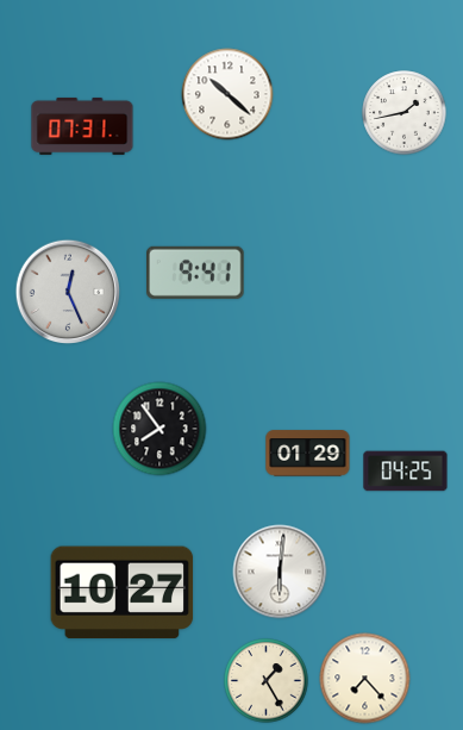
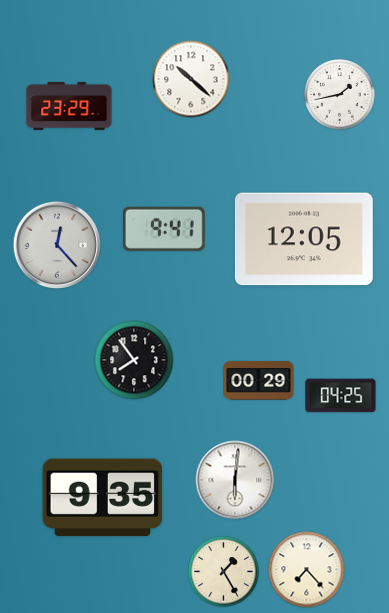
clock at (82, 126): 07:31 -> 23:29
clock at (304, 239): none -> 12:05
clock at (68, 292): 12:26 -> 12:23
clock at (308, 454): 01:29 -> 00:29
clock at (123, 593): 10:27 -> 9:35
